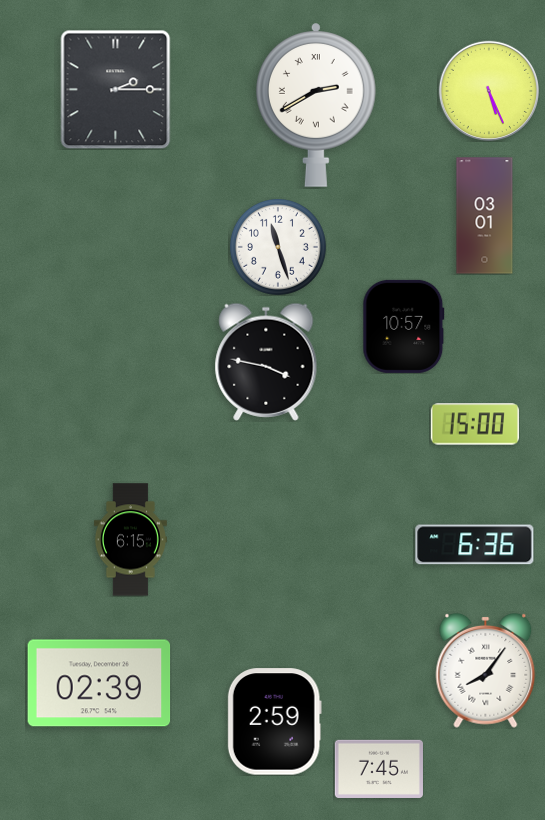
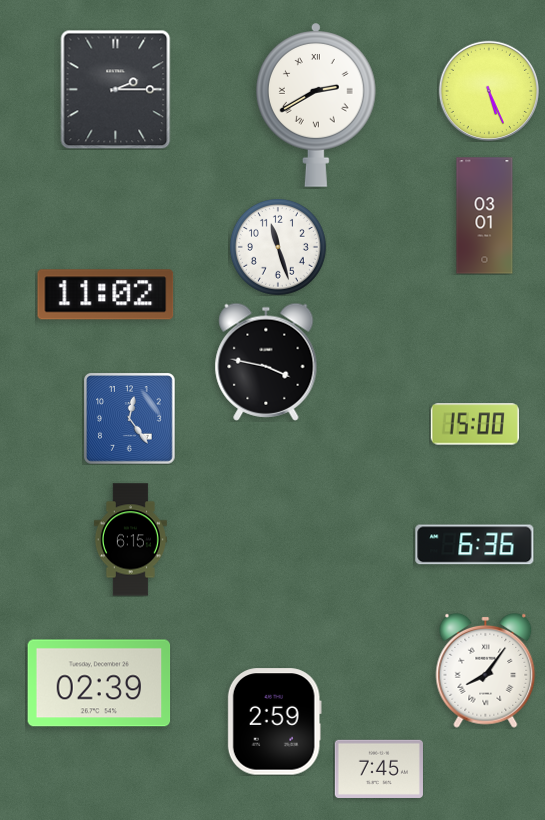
clock at (106, 295): none -> 11:02
clock at (404, 326): 10:57 -> none
clock at (130, 419): none -> 12:24
